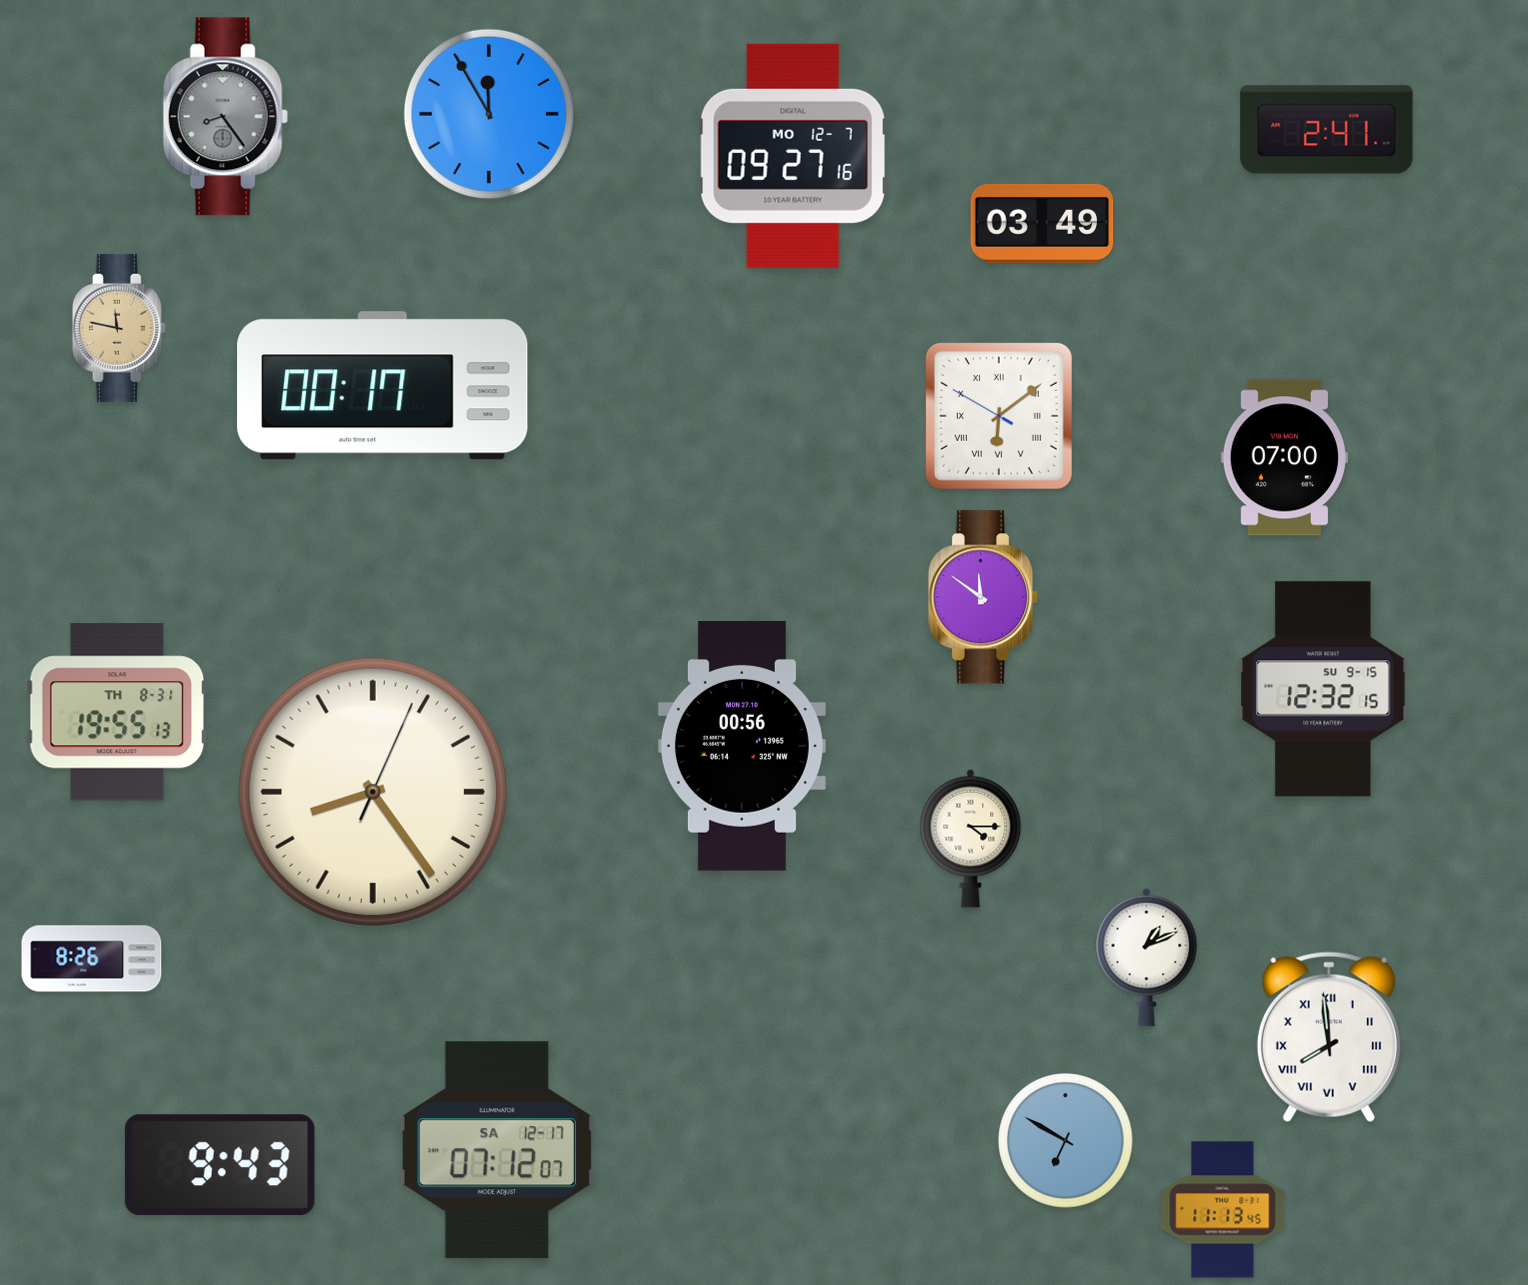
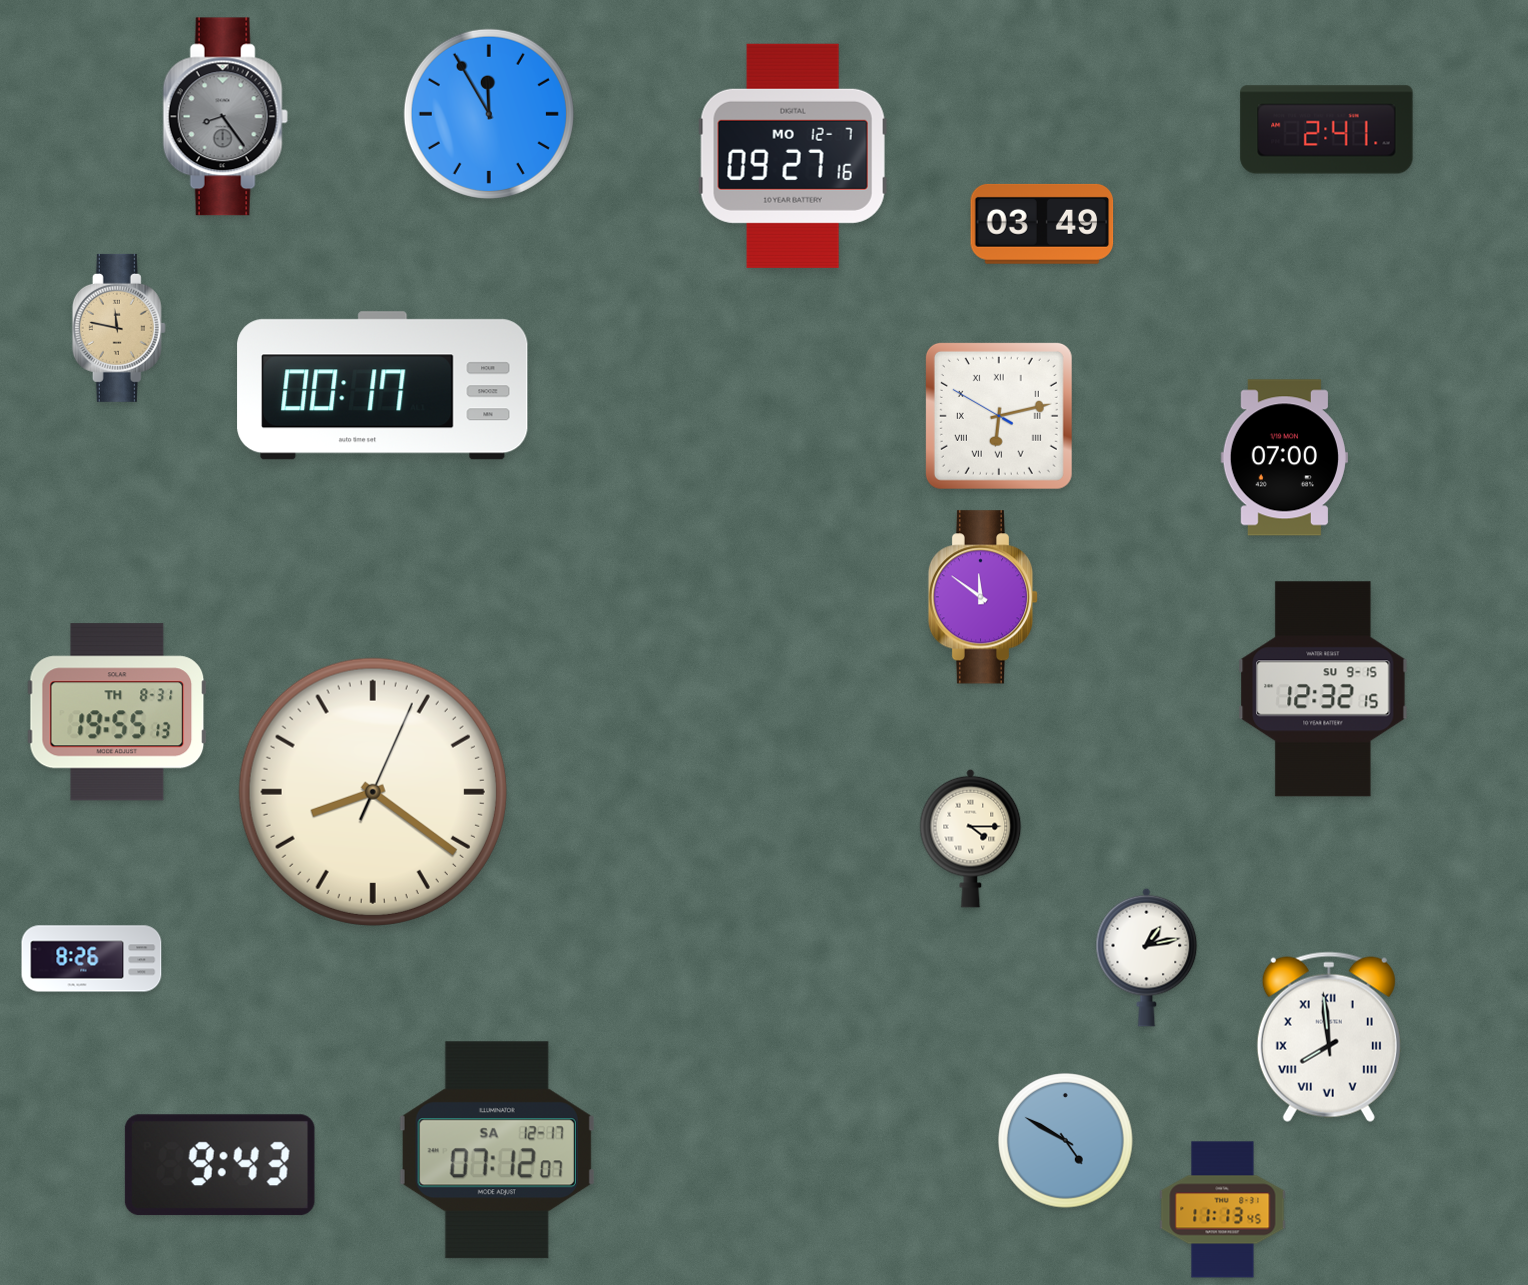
clock at (999, 416): 6:08 -> 6:12
clock at (742, 746): 00:56 -> none
clock at (373, 792): 8:24 -> 8:21
clock at (1147, 957): 1:11 -> 1:13
clock at (1066, 1141): 6:50 -> 4:50
